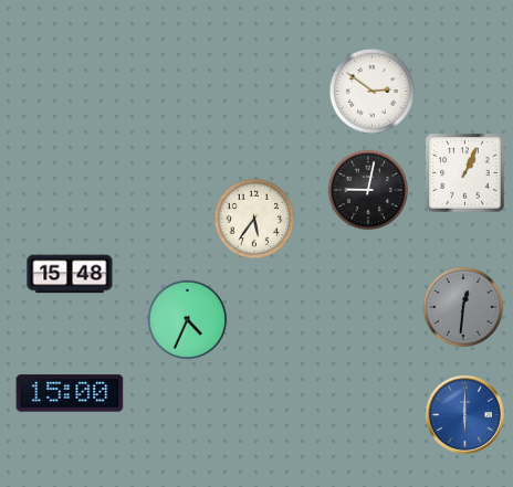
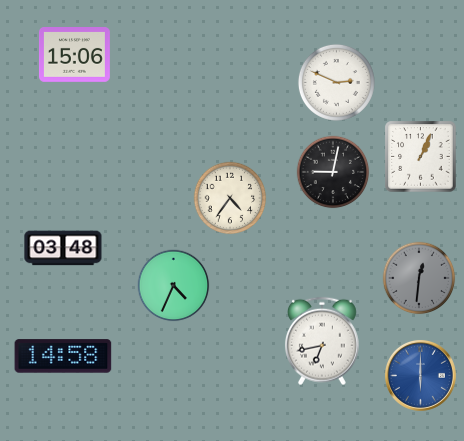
clock at (74, 55): none -> 15:06
clock at (371, 91): 2:51 -> 2:49
clock at (254, 219): 5:36 -> 4:36
clock at (70, 274): 15:48 -> 03:48
clock at (188, 320) position: (188, 320) -> (174, 286)
clock at (322, 341): none -> 6:43
clock at (70, 393): 15:00 -> 14:58
